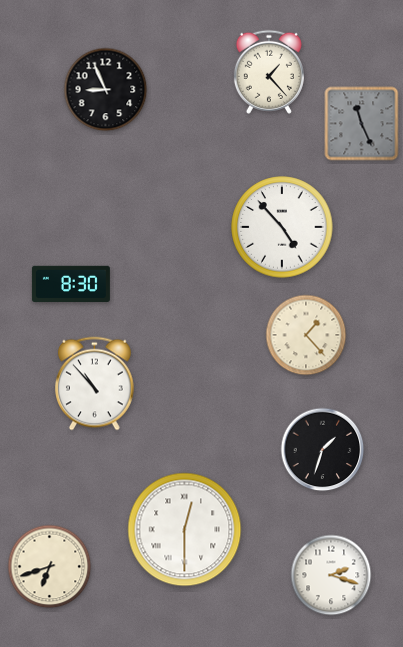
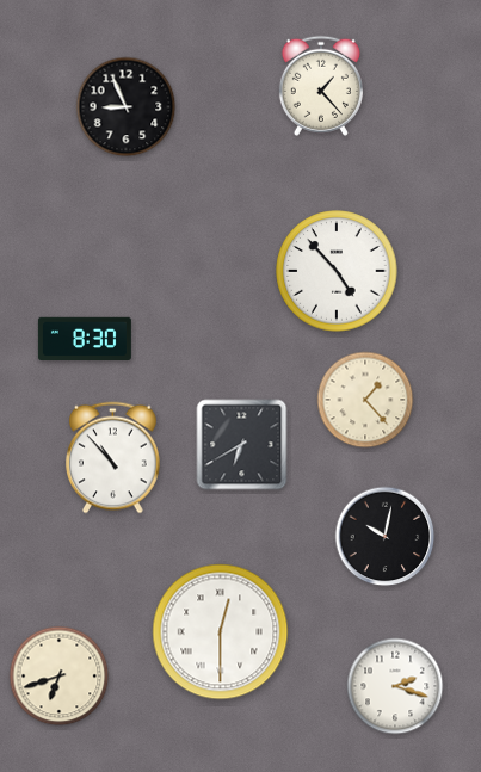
clock at (362, 124): 11:26 -> none
clock at (242, 445): none -> 6:40
clock at (323, 450): 1:33 -> 10:02
